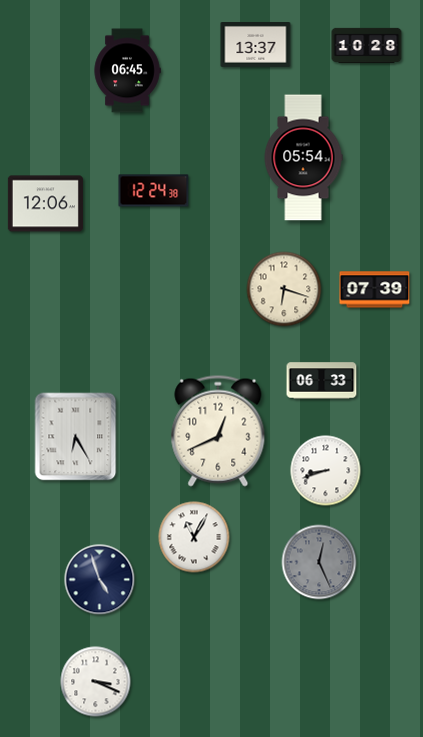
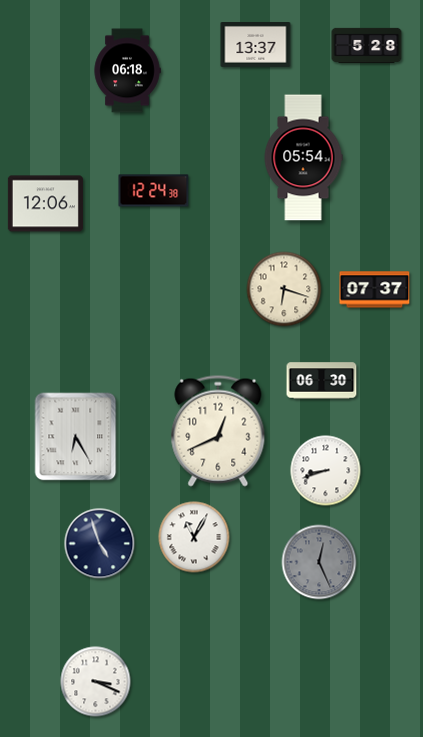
clock at (367, 46): 10:28 -> 5:28
clock at (127, 71): 06:45 -> 06:18
clock at (375, 290): 07:39 -> 07:37
clock at (322, 381): 06:33 -> 06:30
clock at (100, 580) position: (100, 580) -> (100, 544)
